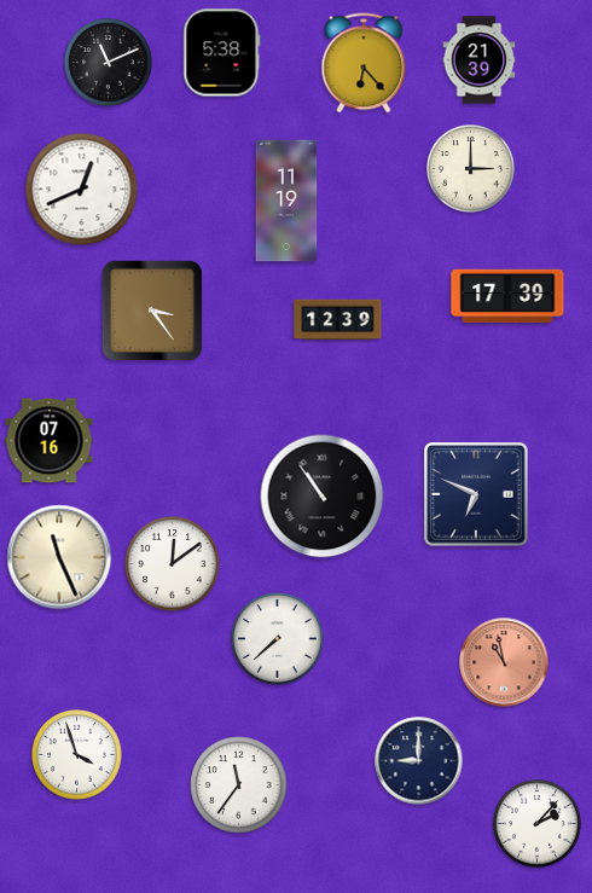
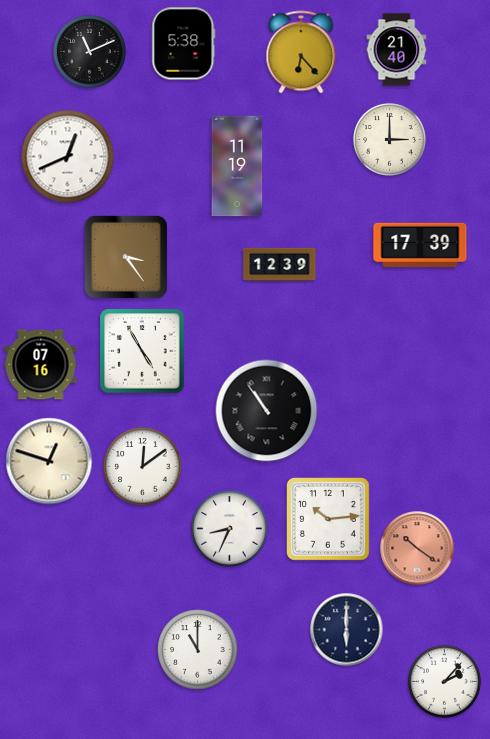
clock at (480, 60): 21:39 -> 21:40
clock at (142, 351): none -> 4:55
clock at (476, 494): 6:49 -> none
clock at (59, 557): 11:26 -> 12:48
clock at (329, 520): none -> 10:14
clock at (278, 639): 7:38 -> 8:34
clock at (504, 662): 10:58 -> 10:21
clock at (77, 755): 3:57 -> none
clock at (419, 761): 9:00 -> 6:00
clock at (239, 785): 11:36 -> 11:00
